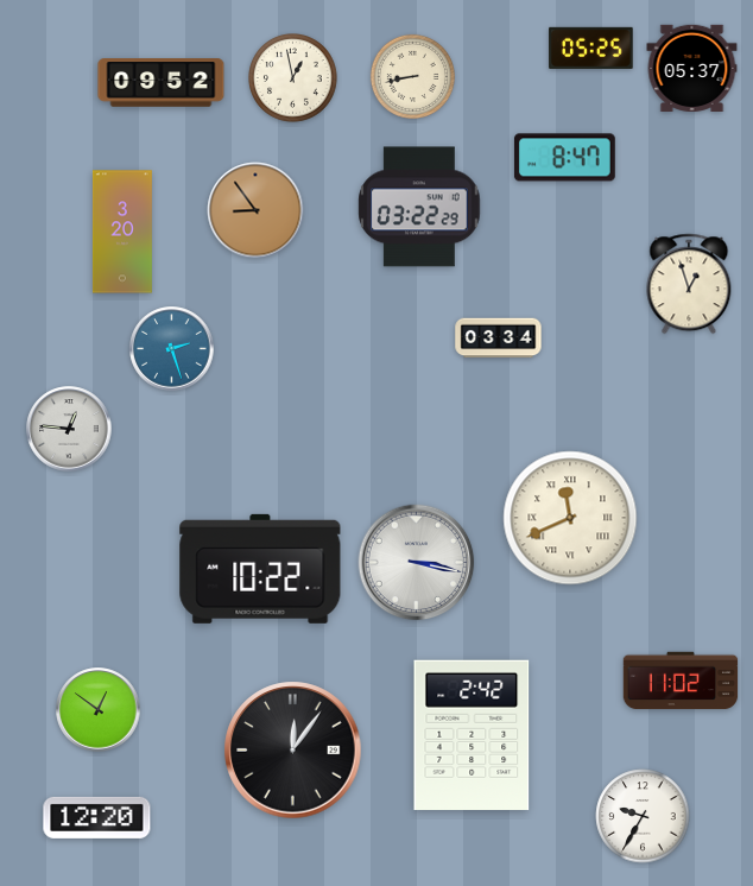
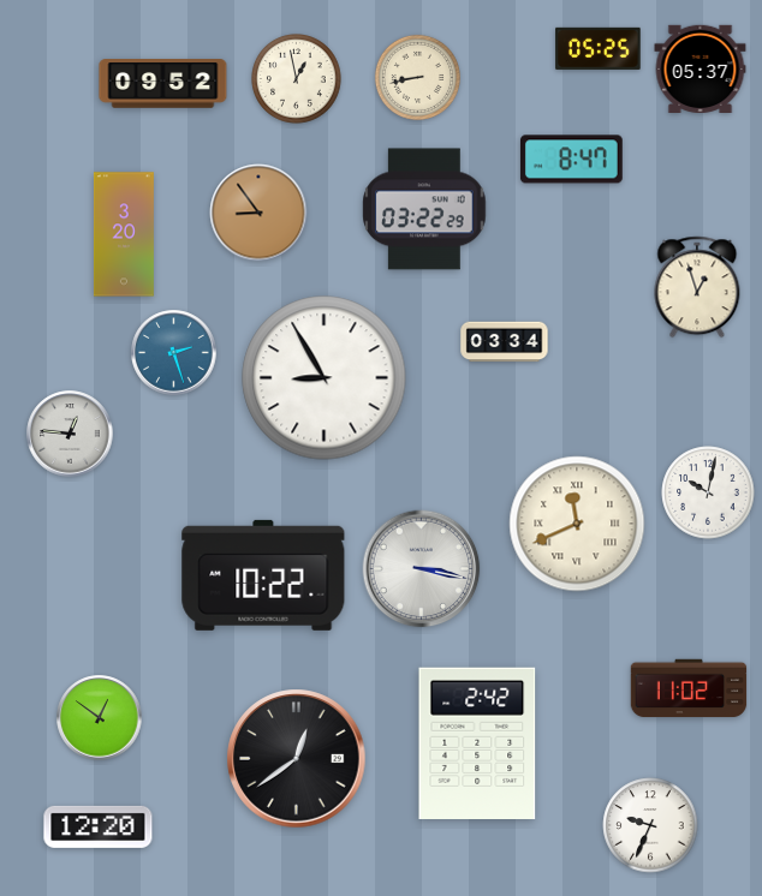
clock at (325, 378): none -> 8:55
clock at (708, 492): none -> 10:02
clock at (293, 751): 12:06 -> 12:39
clock at (643, 816): 9:35 -> 9:34
